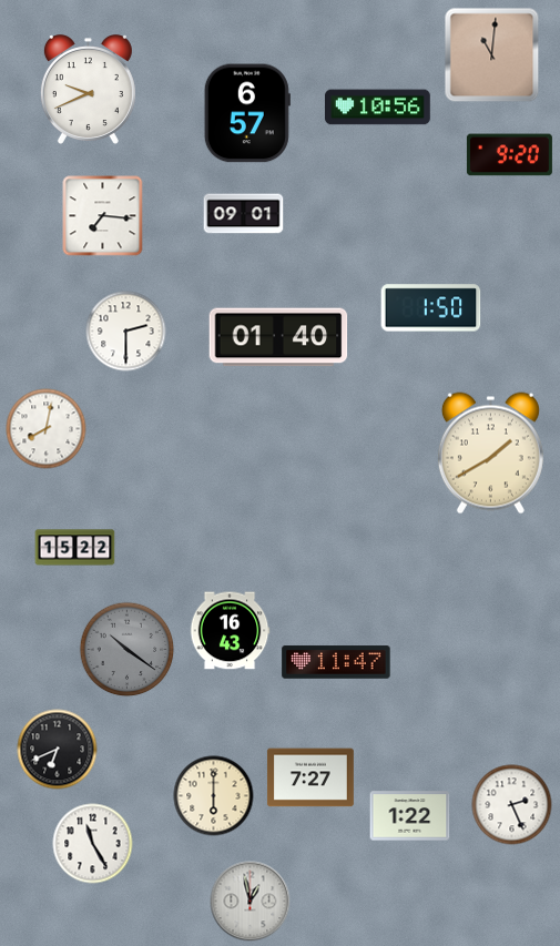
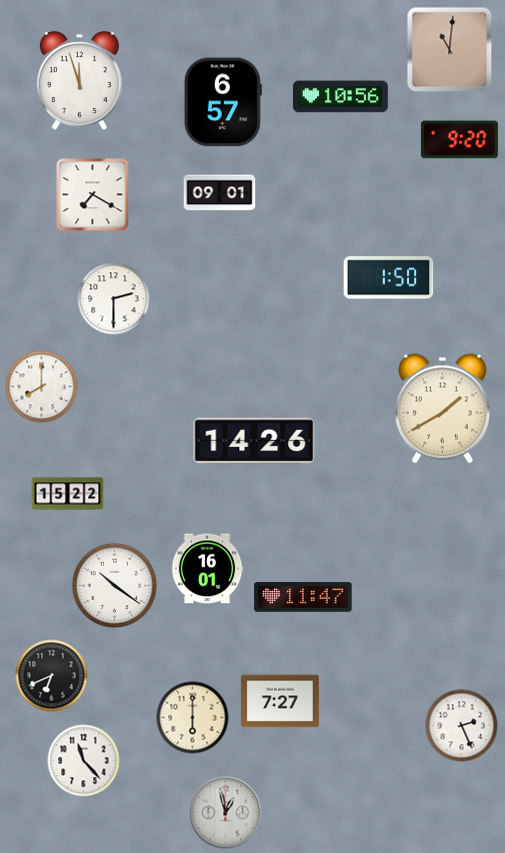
clock at (492, 55) position: (492, 55) -> (450, 50)
clock at (88, 90): 9:41 -> 11:57
clock at (103, 216): 7:16 -> 7:20
clock at (278, 337): 01:40 -> none
clock at (47, 429): 8:02 -> 8:00
clock at (254, 441): none -> 14:26
clock at (230, 631): 16:43 -> 16:01
clock at (128, 650) dial: grey -> white
clock at (410, 816): 1:22 -> none
clock at (93, 844): 11:25 -> 11:23
